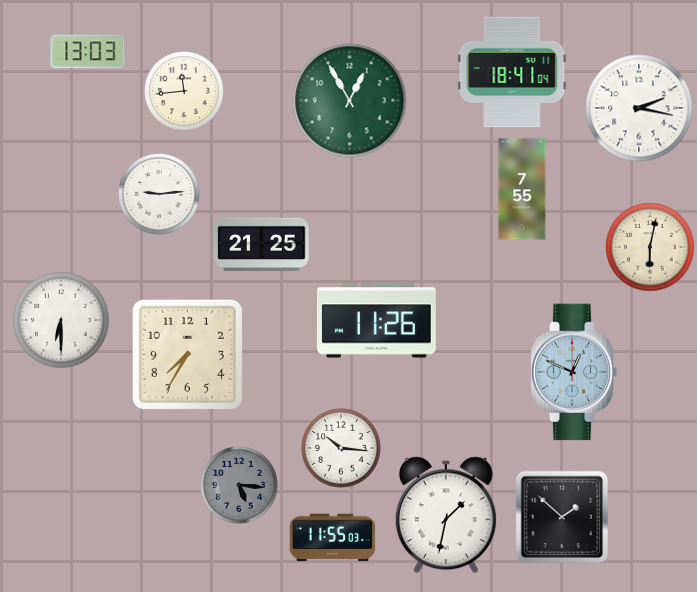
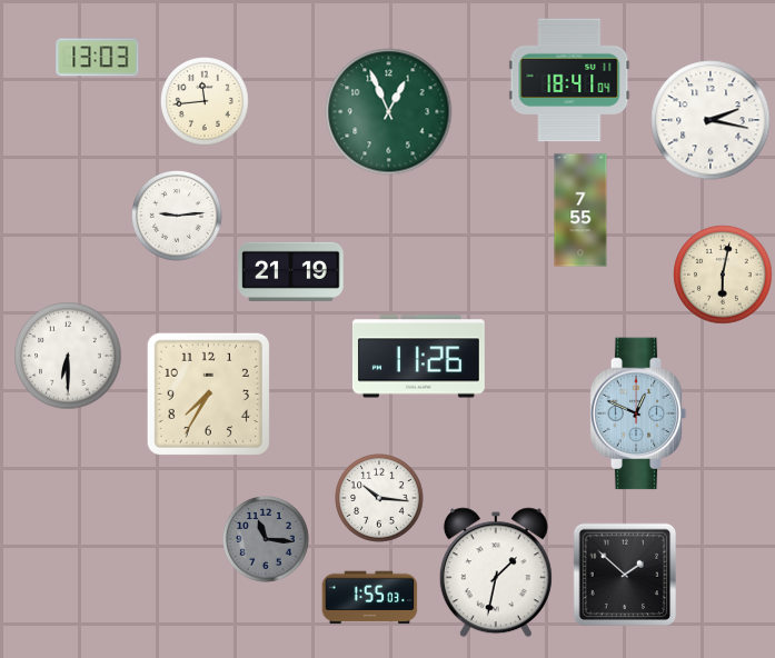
clock at (350, 101): 12:55 -> 12:56
clock at (262, 244): 21:25 -> 21:19
clock at (240, 486): 5:16 -> 11:16
clock at (333, 538): 11:55 -> 1:55
